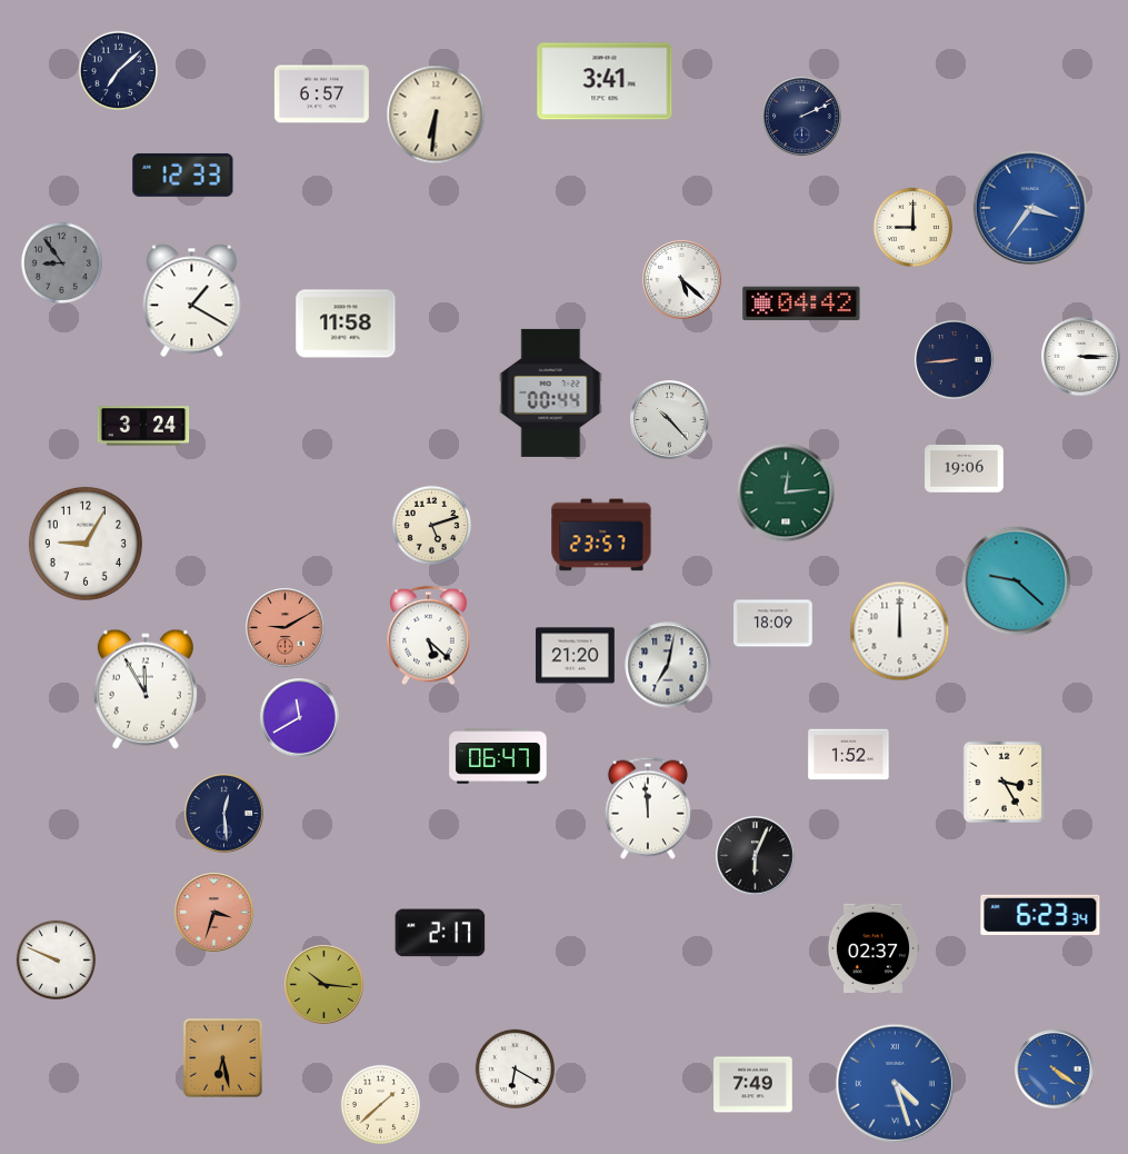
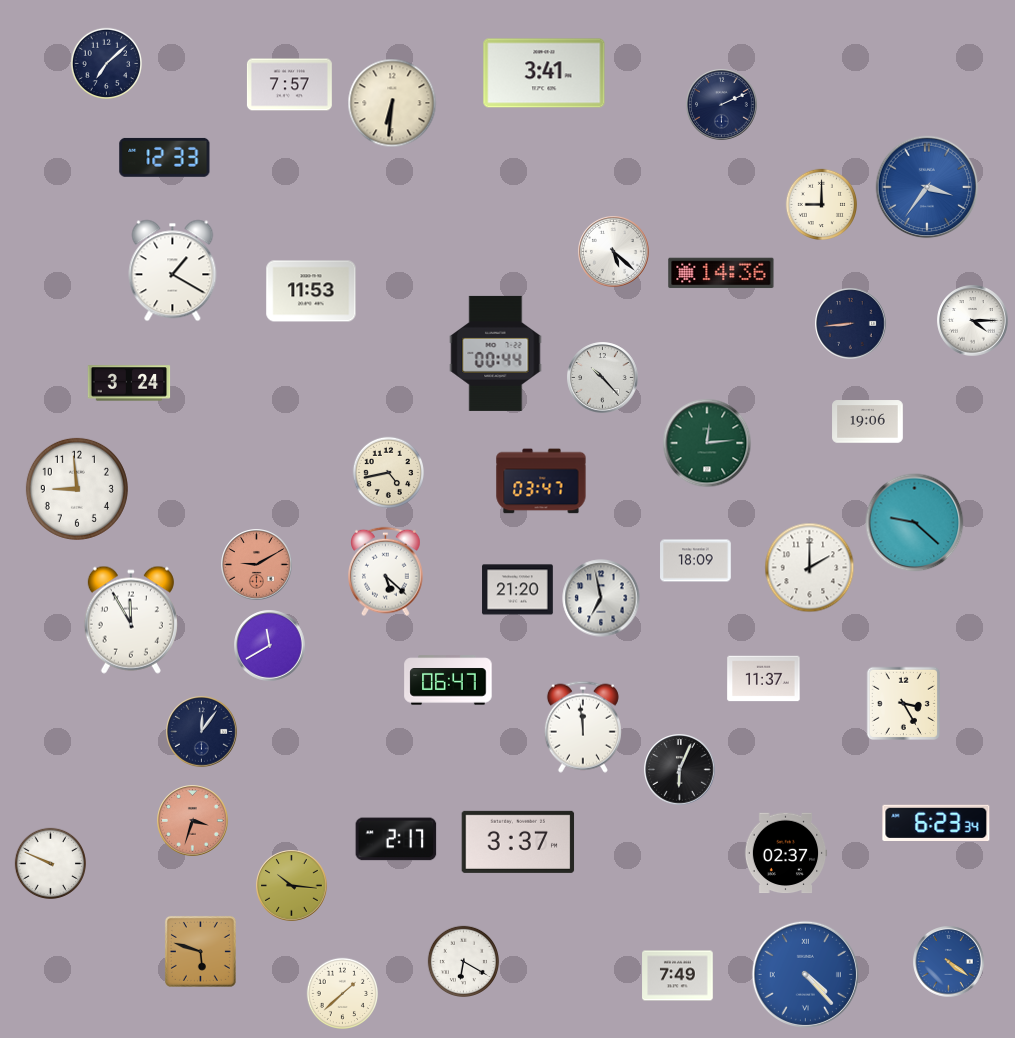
clock at (321, 94): 6:57 -> 7:57
clock at (61, 262): 8:54 -> none
clock at (801, 304): 04:42 -> 14:36
clock at (346, 324): 11:58 -> 11:53
clock at (1081, 357): 3:15 -> 4:15
clock at (955, 360) position: (955, 360) -> (851, 324)
clock at (431, 525): 5:12 -> 4:43
clock at (601, 535): 23:57 -> 03:47
clock at (86, 544): 9:05 -> 8:59
clock at (900, 631): 12:00 -> 2:00
clock at (668, 665): 7:02 -> 6:58
clock at (849, 755): 1:52 -> 11:37
clock at (224, 814): 12:29 -> 12:06
clock at (518, 842): none -> 3:37
clock at (222, 1057): 6:28 -> 5:48
clock at (895, 1083): 4:27 -> 4:23
